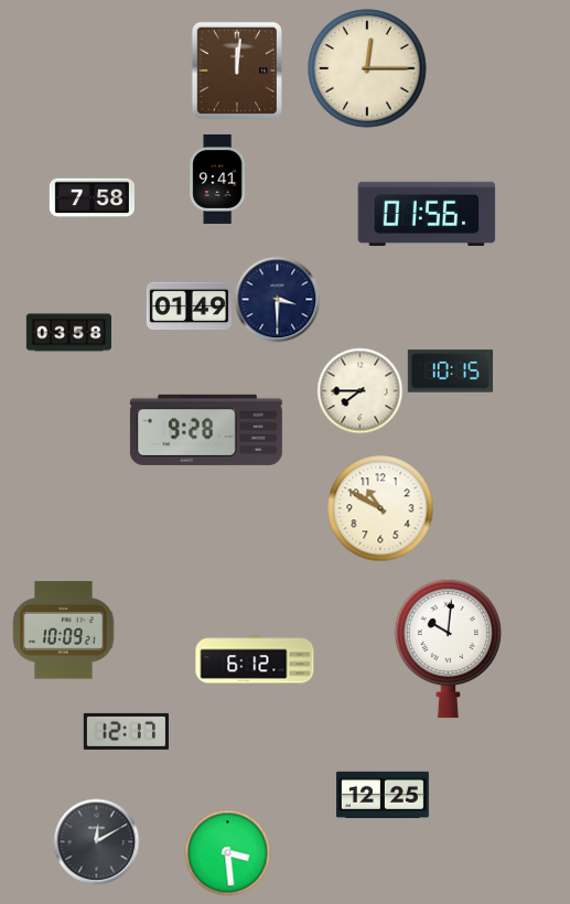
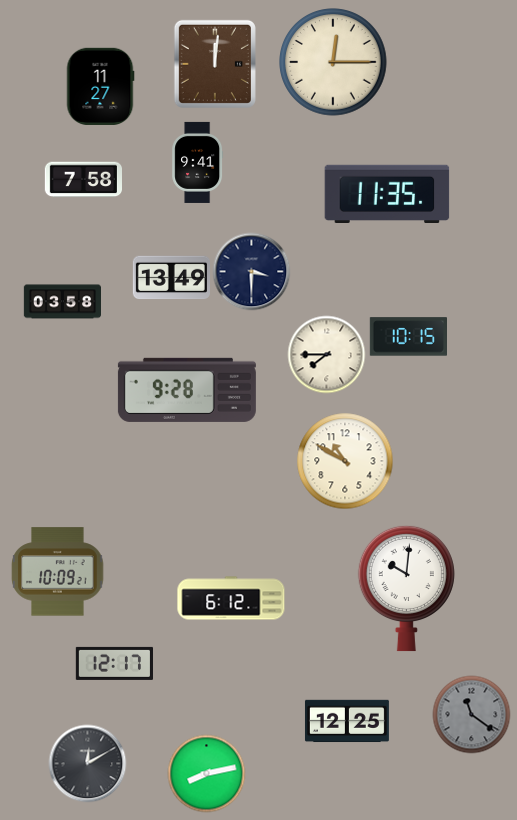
clock at (100, 86): none -> 11:27
clock at (427, 213): 01:56 -> 11:35
clock at (189, 306): 01:49 -> 13:49
clock at (471, 714): none -> 11:21
clock at (227, 852): 3:29 -> 8:13
